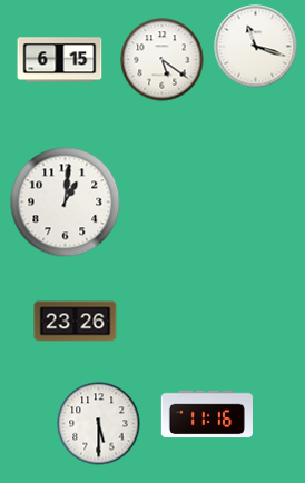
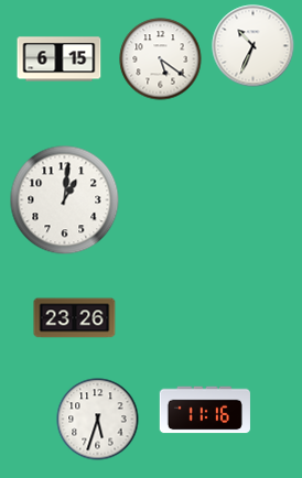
clock at (256, 47): 11:18 -> 10:34
clock at (99, 424): 5:30 -> 5:33
